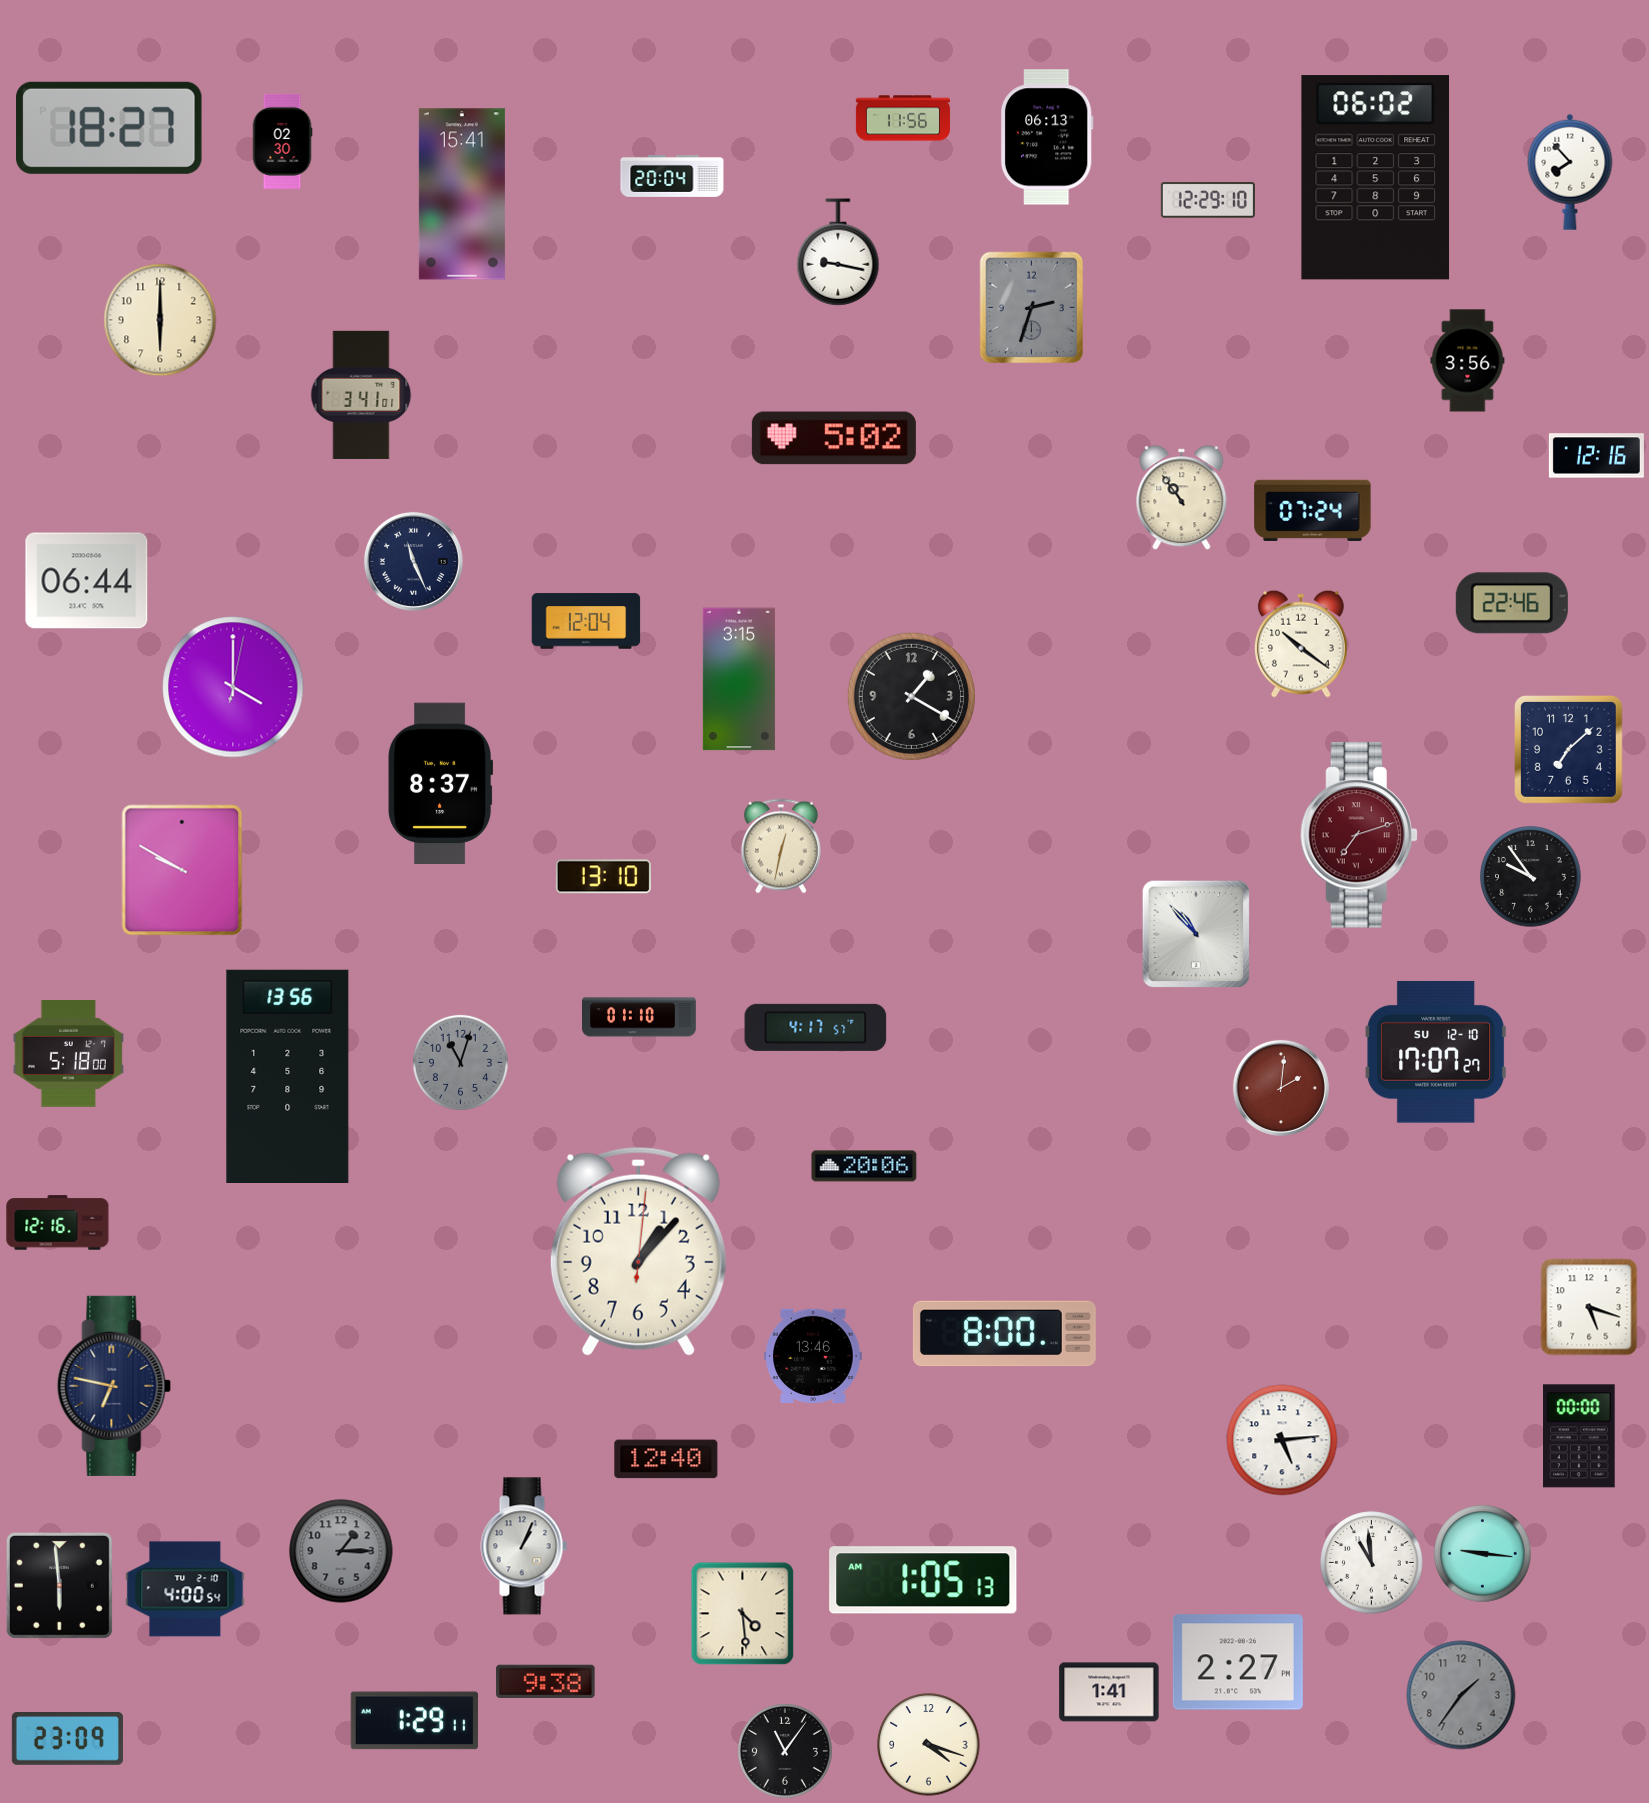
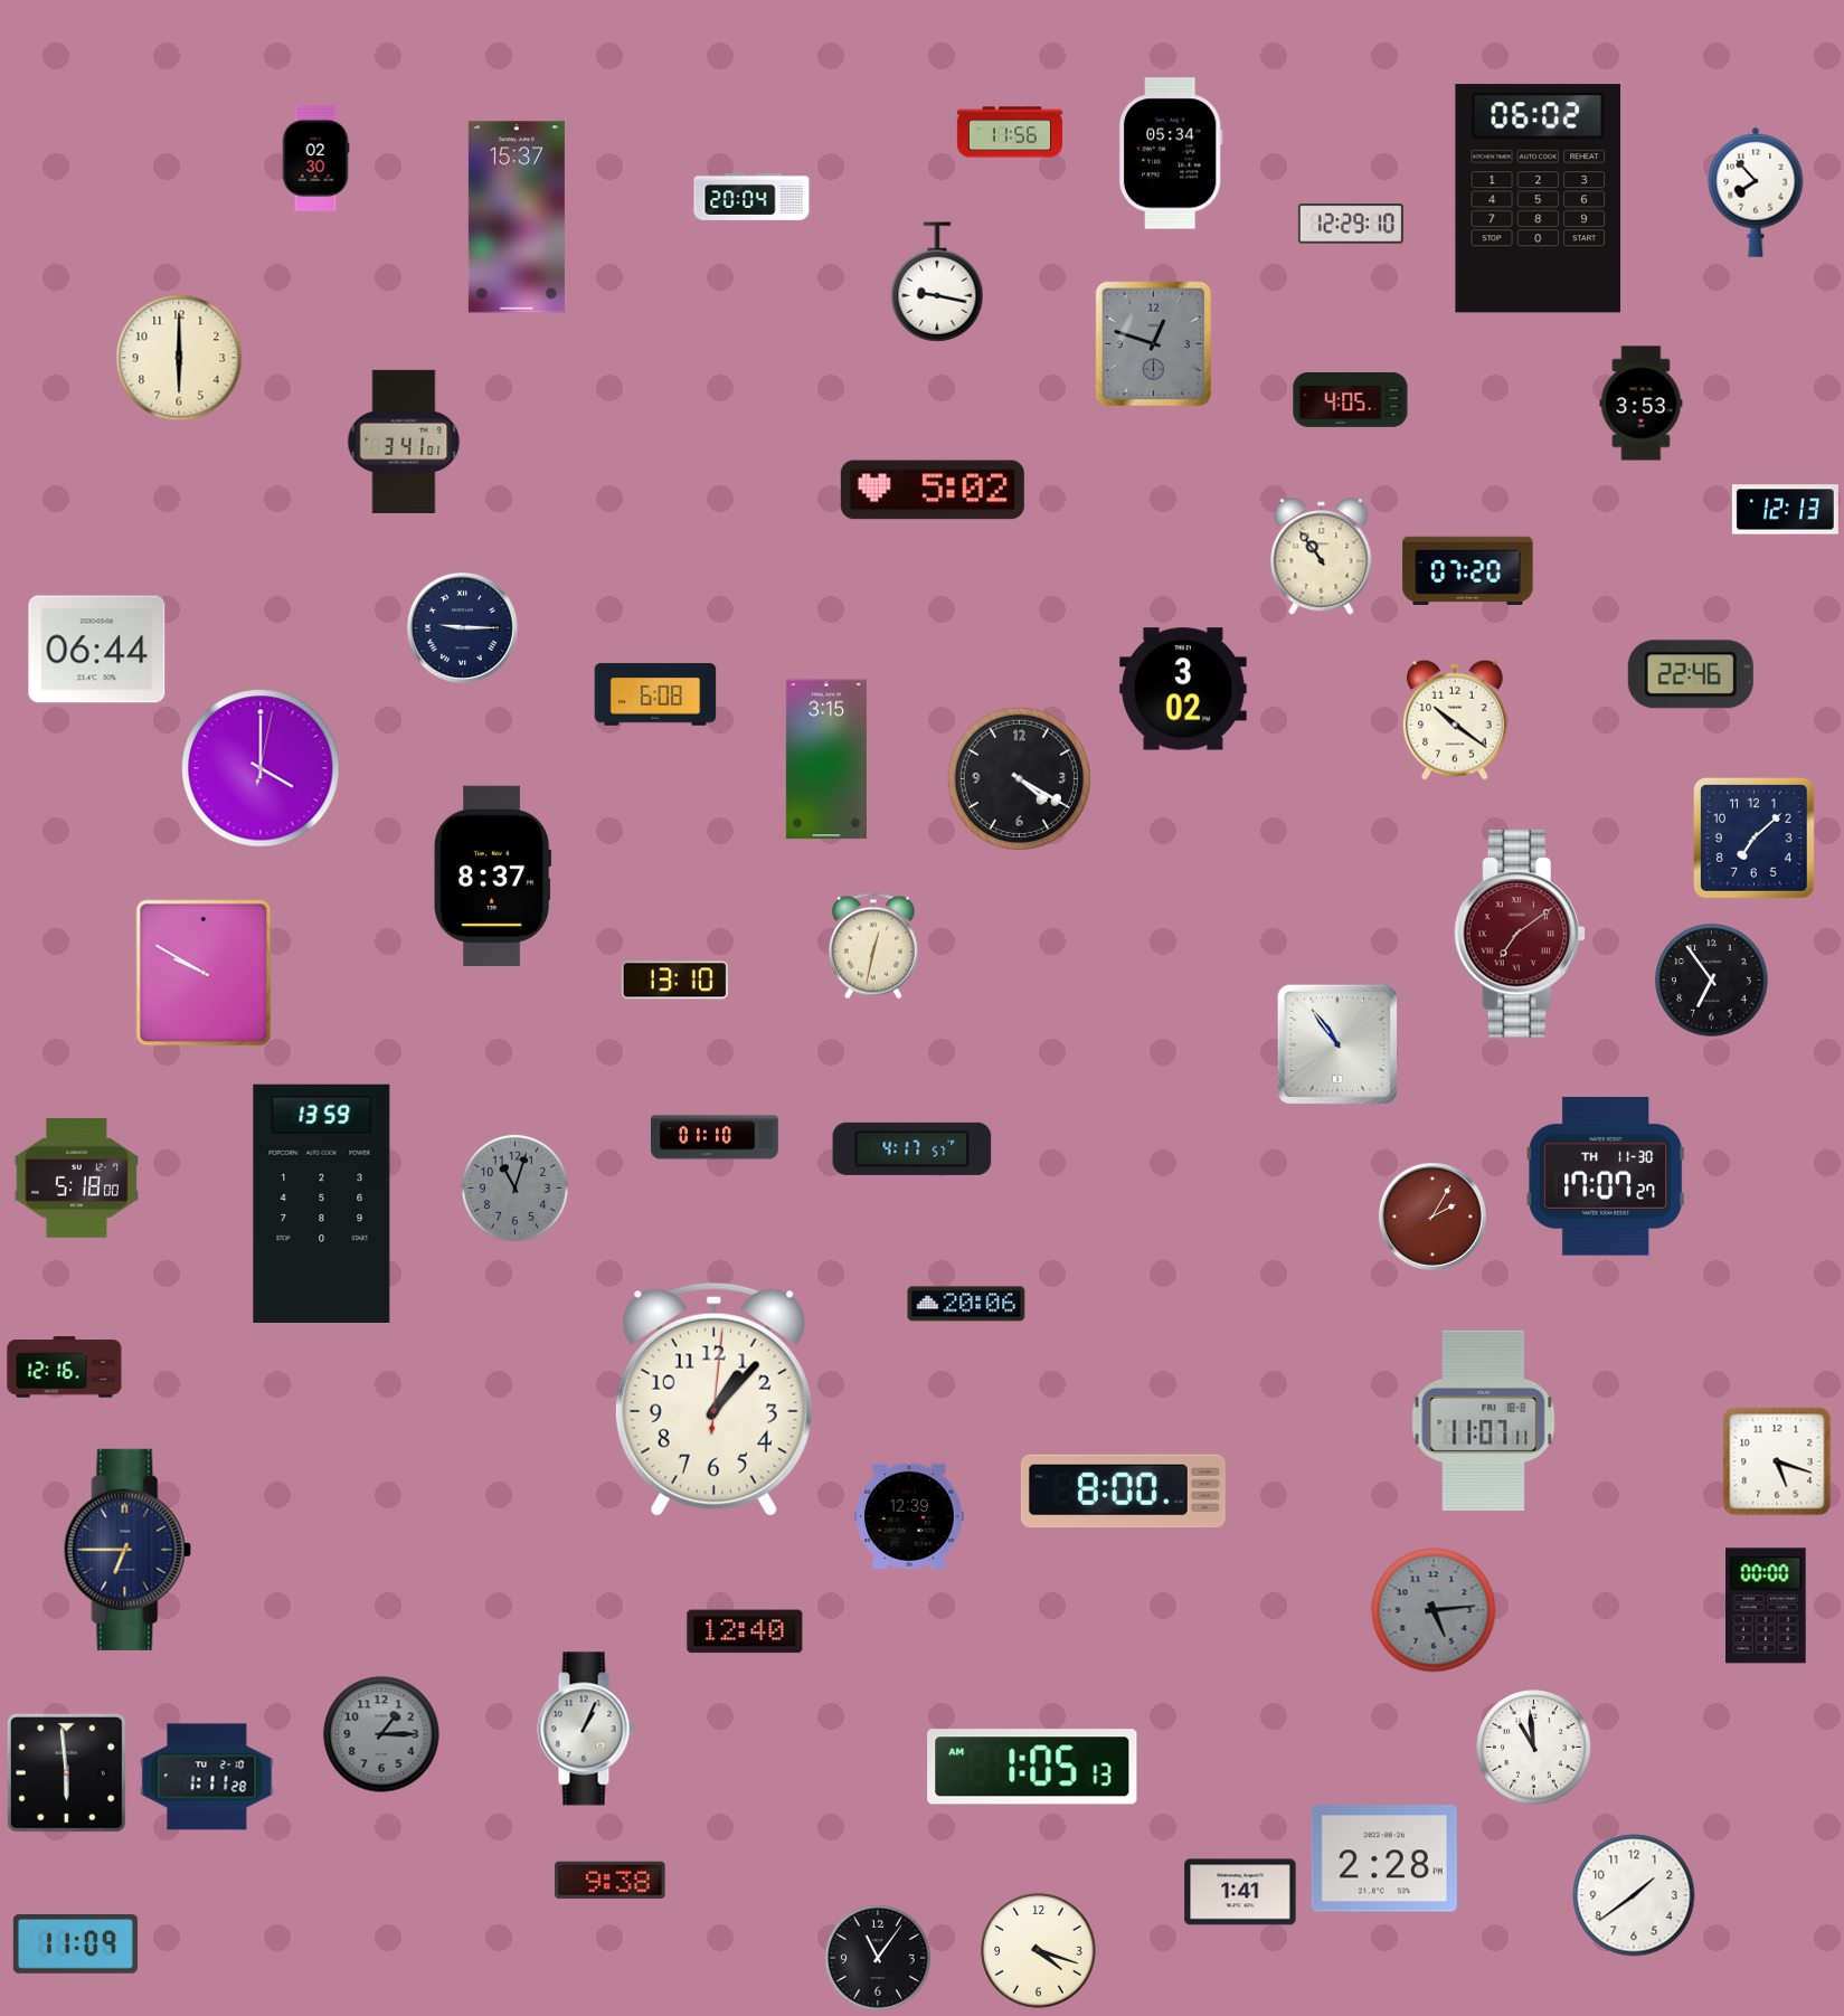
clock at (110, 128): 18:27 -> none
clock at (1047, 137): 06:13 -> 05:34
clock at (462, 194): 15:41 -> 15:37
clock at (1032, 308): 2:33 -> 12:48
clock at (1351, 400): none -> 4:05
clock at (1468, 361): 3:56 -> 3:53
clock at (1596, 456): 12:16 -> 12:13
clock at (1313, 510): 07:24 -> 07:20
clock at (413, 561): 11:26 -> 9:15
clock at (1183, 689): none -> 3:02
clock at (586, 621): 12:04 -> 6:08
clock at (911, 696): 1:20 -> 4:20
clock at (1359, 835): 7:12 -> 7:09
clock at (1531, 877): 9:54 -> 6:54
clock at (1196, 934): 10:53 -> 10:54
clock at (1436, 1052) date: SU 12-10 -> TH 11-30
clock at (288, 1076): 13:56 -> 13:59
clock at (1281, 1088): 2:01 -> 2:05
clock at (1484, 1420): none -> 11:07
clock at (813, 1355): 13:46 -> 12:39
clock at (114, 1386): 6:47 -> 6:45
clock at (1282, 1440) dial: white -> grey
clock at (1483, 1554): 9:16 -> none
clock at (185, 1589): 4:00 -> 1:11
clock at (743, 1614): 4:29 -> none
clock at (1238, 1662): 2:27 -> 2:28
clock at (1461, 1695): 1:36 -> 1:39
clock at (1461, 1695) dial: grey -> white
clock at (414, 1721): 1:29 -> none
clock at (67, 1739): 23:09 -> 11:09
